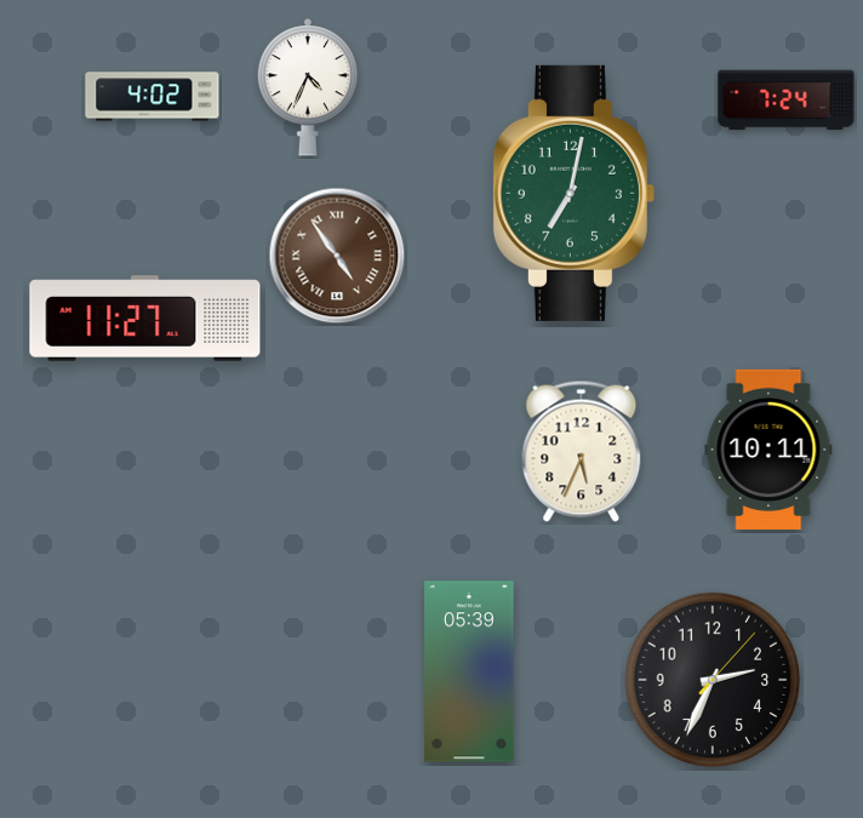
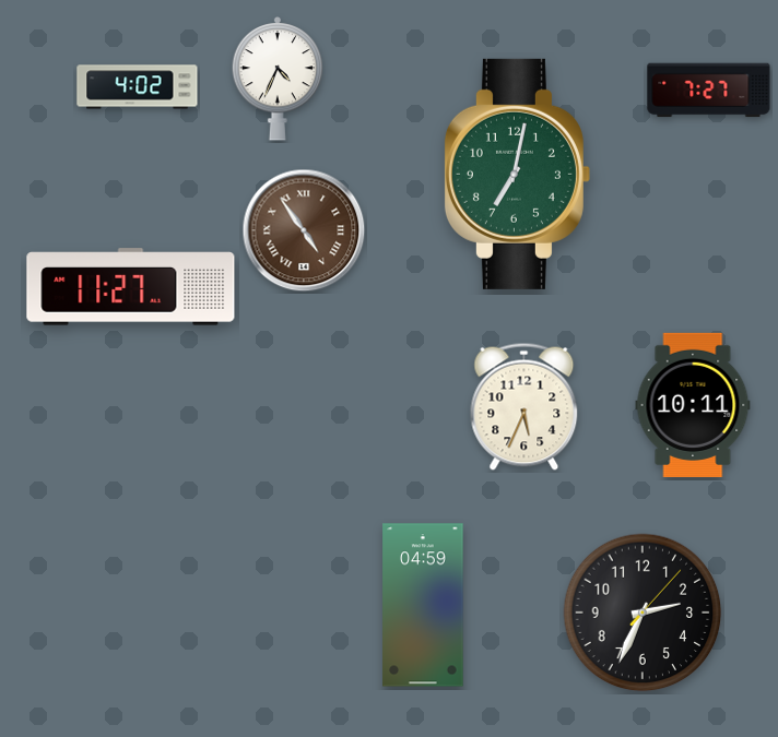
clock at (787, 101): 7:24 -> 7:27
clock at (469, 671): 05:39 -> 04:59
